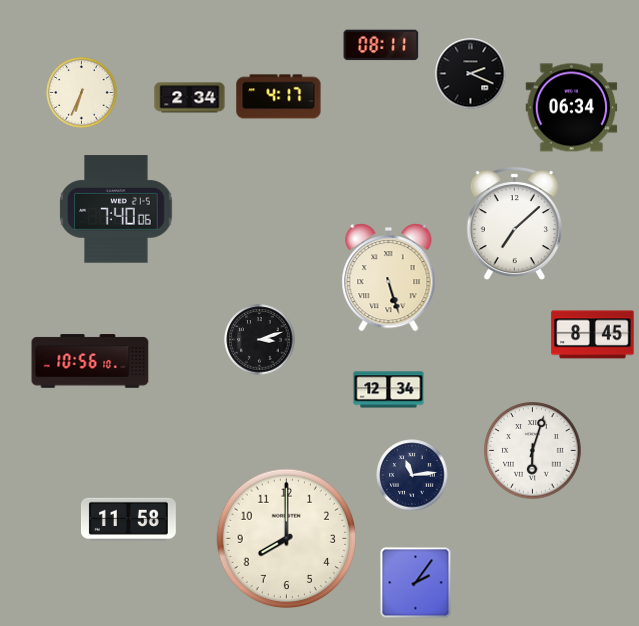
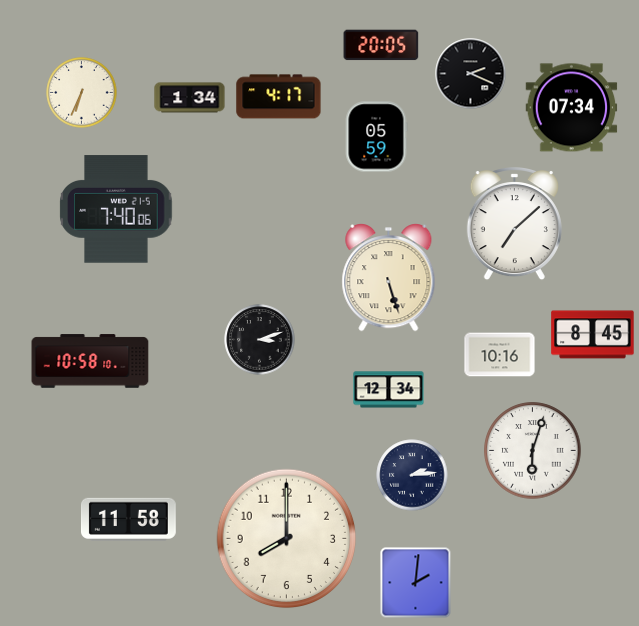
clock at (381, 45): 08:11 -> 20:05
clock at (190, 98): 2:34 -> 1:34
clock at (572, 108): 06:34 -> 07:34
clock at (376, 137): none -> 05:59
clock at (500, 355): none -> 10:16
clock at (90, 361): 10:56 -> 10:58
clock at (412, 475): 11:14 -> 2:14
clock at (416, 583): 2:06 -> 2:01
